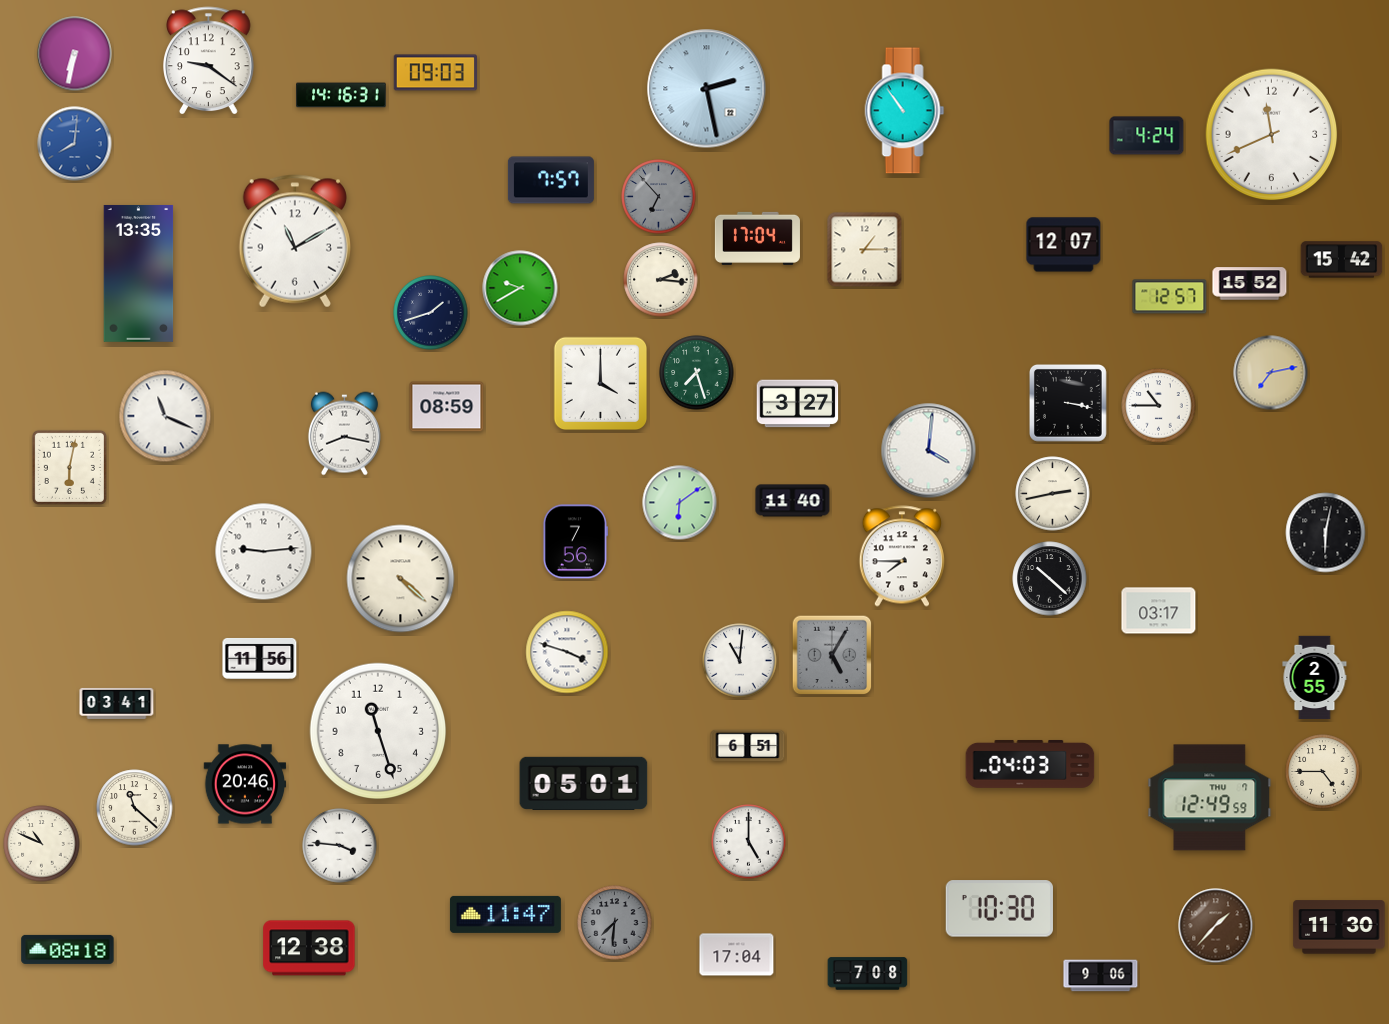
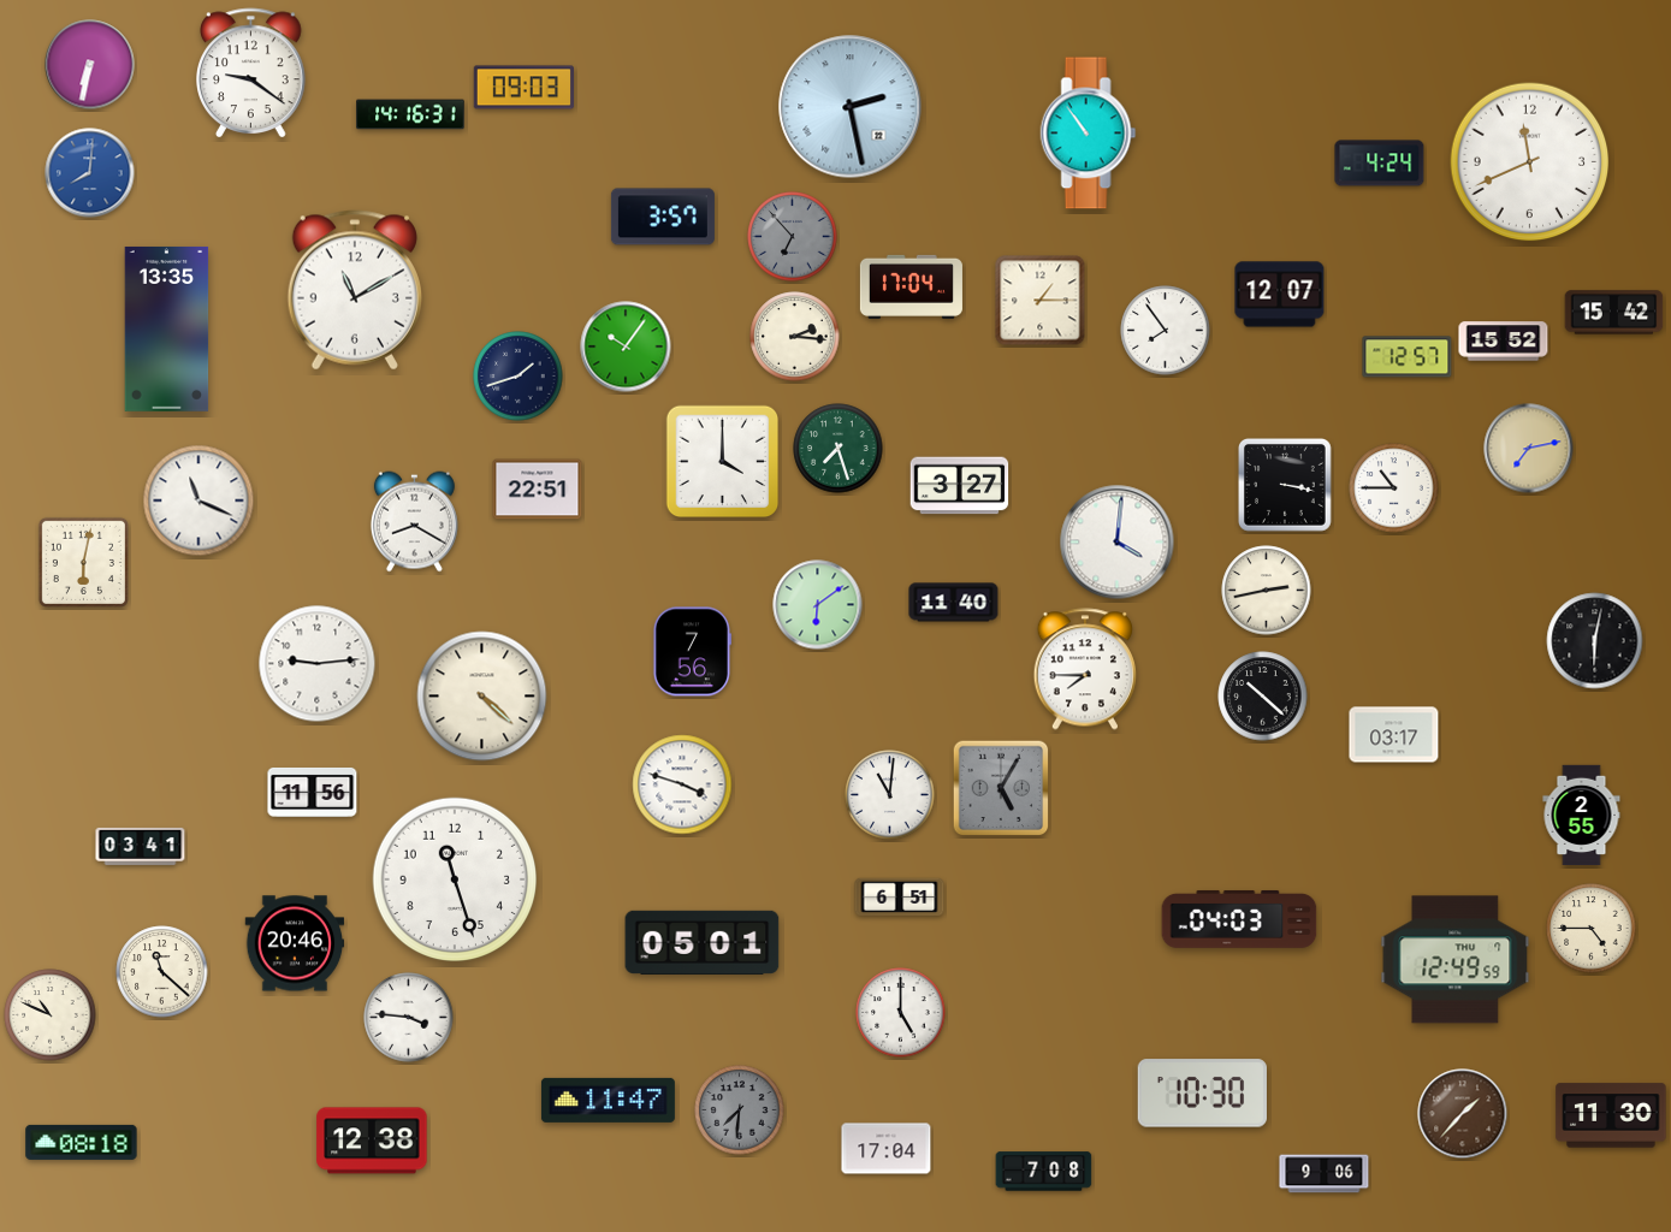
clock at (551, 180): 7:57 -> 3:57
clock at (1166, 331): none -> 7:54
clock at (520, 288): 9:40 -> 10:06
clock at (447, 407): 08:59 -> 22:51
clock at (344, 434): 8:17 -> 8:20
clock at (1053, 494) position: (1053, 494) -> (1267, 591)
